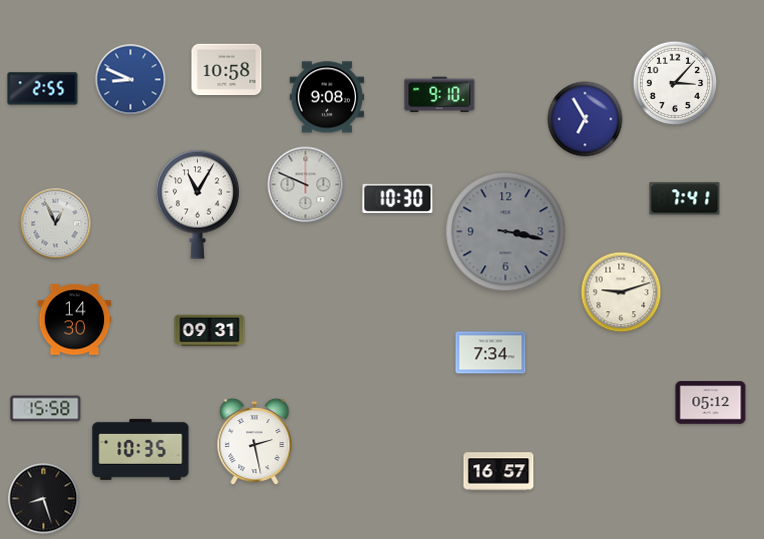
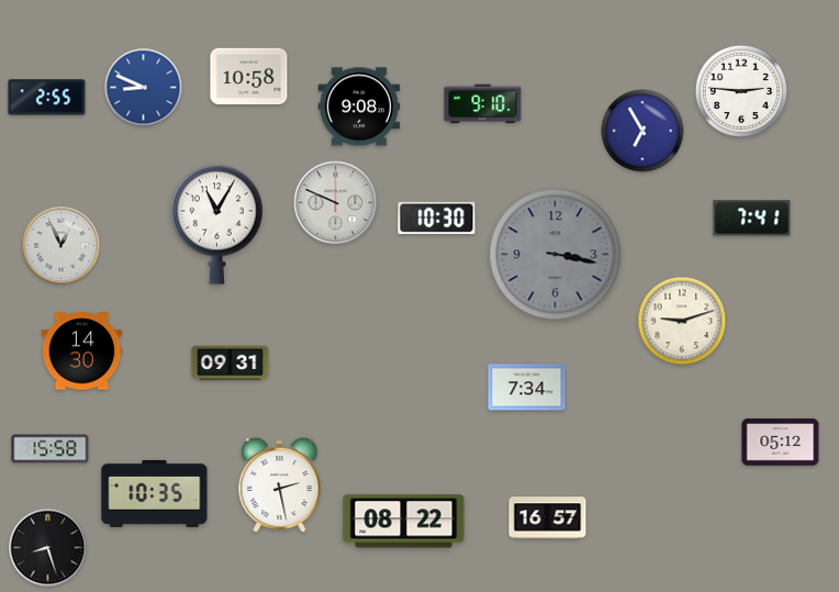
clock at (675, 83): 3:07 -> 2:46
clock at (491, 353) position: (491, 353) -> (527, 388)
clock at (404, 522): none -> 08:22
